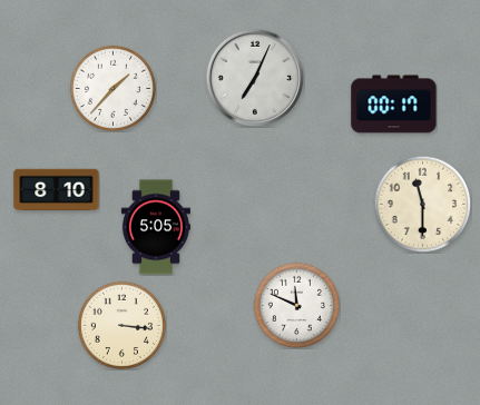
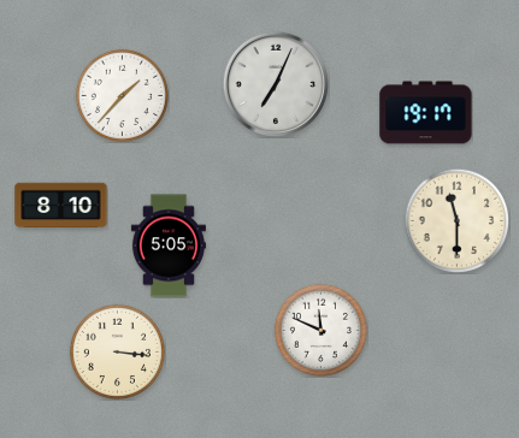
clock at (394, 105): 00:17 -> 19:17
clock at (121, 325) position: (121, 325) -> (117, 351)
